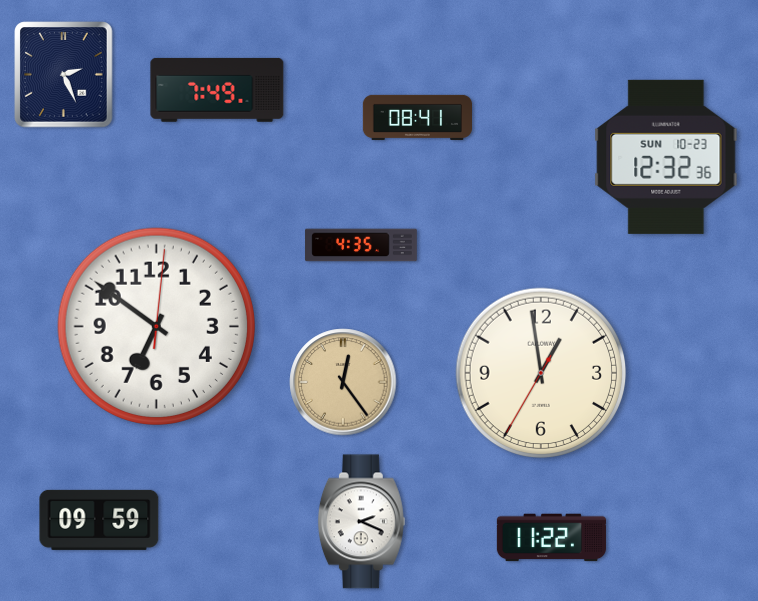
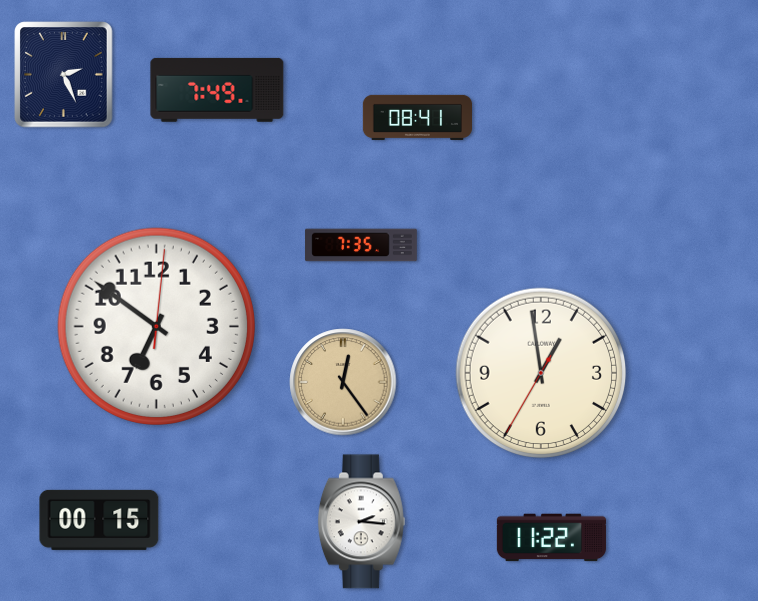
clock at (666, 157): 12:32 -> none
clock at (361, 245): 4:35 -> 7:35
clock at (99, 520): 09:59 -> 00:15
clock at (361, 522): 2:19 -> 2:16
